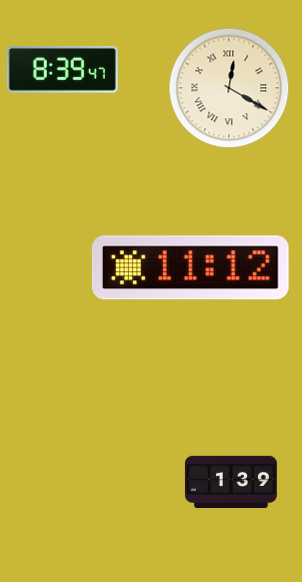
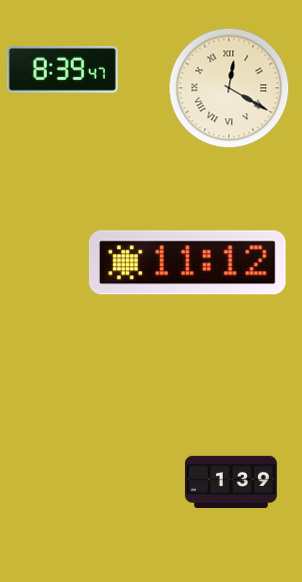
clock at (190, 268) position: (190, 268) -> (187, 263)
